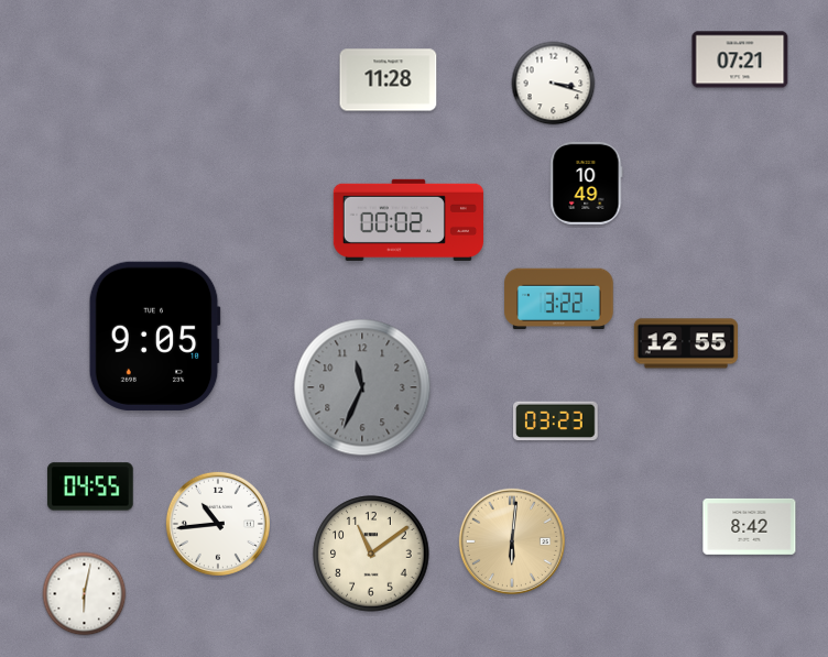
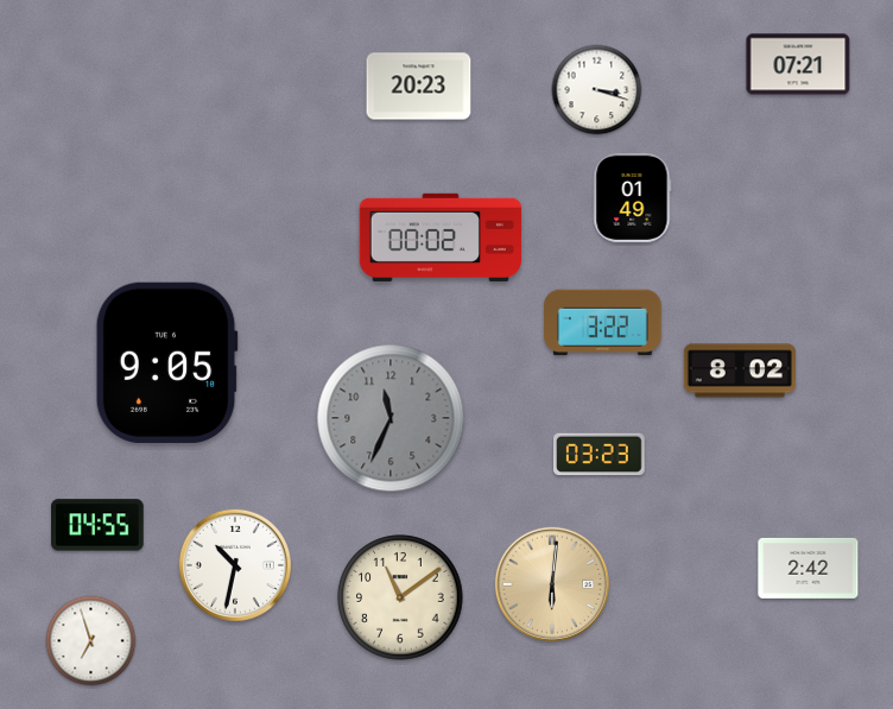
clock at (389, 80): 11:28 -> 20:23
clock at (587, 183): 10:49 -> 01:49
clock at (686, 343): 12:55 -> 8:02
clock at (218, 524): 10:44 -> 10:32
clock at (750, 526): 8:42 -> 2:42
clock at (85, 594): 6:02 -> 6:57
